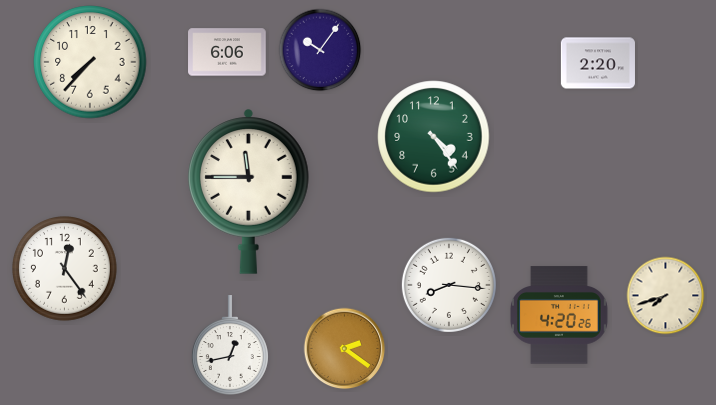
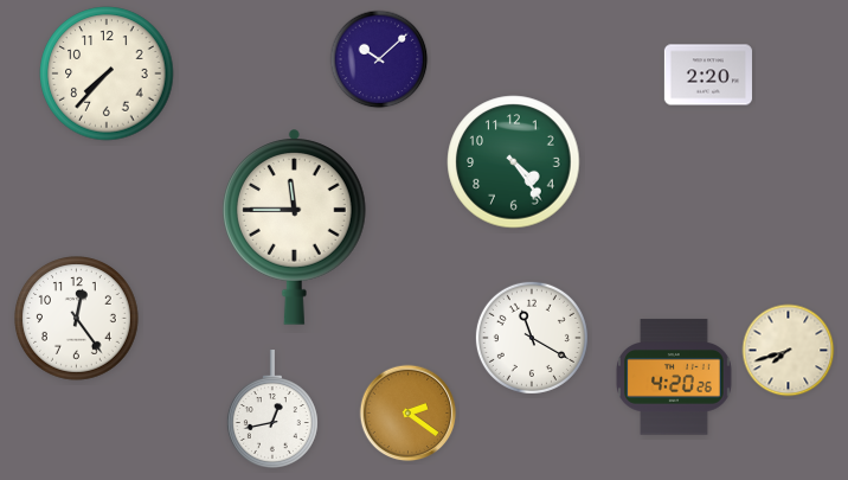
clock at (320, 50): 10:06 -> 10:08
clock at (227, 52): 6:06 -> none
clock at (449, 285): 8:16 -> 11:20
clock at (560, 315) position: (560, 315) -> (675, 377)
